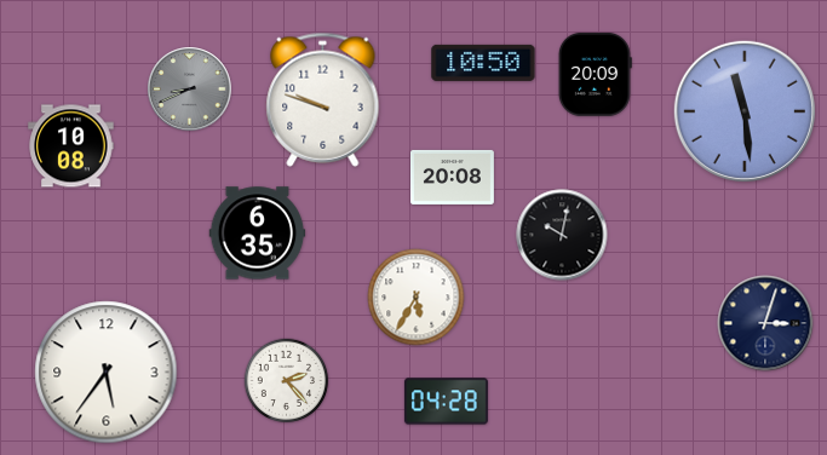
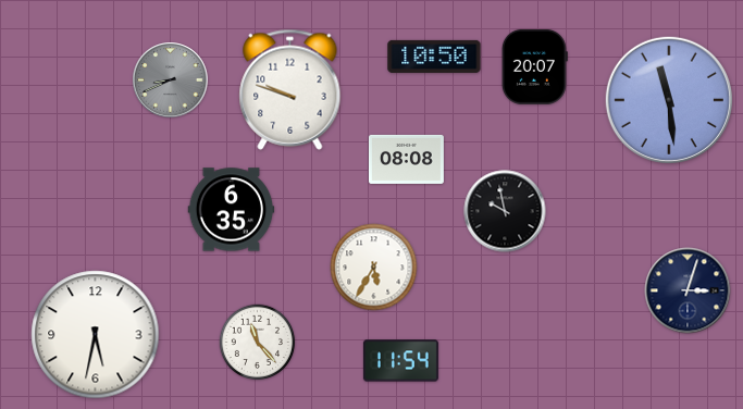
clock at (595, 74): 20:09 -> 20:07
clock at (71, 146): 10:08 -> none
clock at (452, 177): 20:08 -> 08:08
clock at (562, 235): 10:02 -> 9:58
clock at (107, 373): 5:36 -> 5:32
clock at (287, 381): 2:23 -> 11:23
clock at (446, 402): 04:28 -> 11:54
